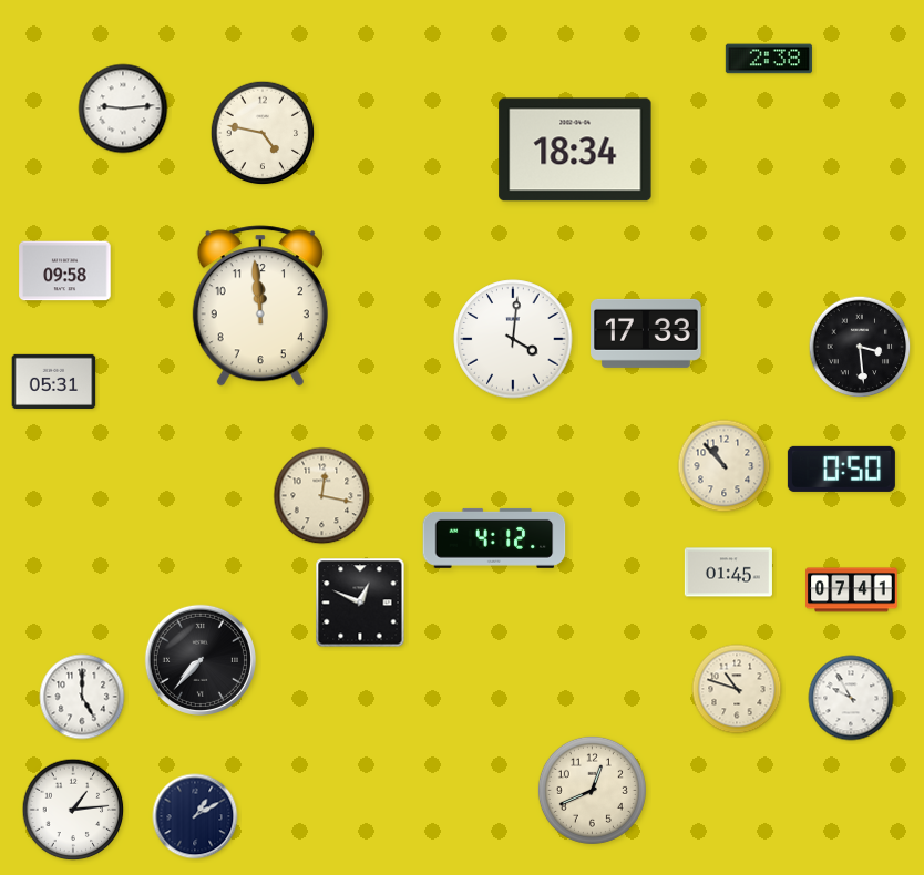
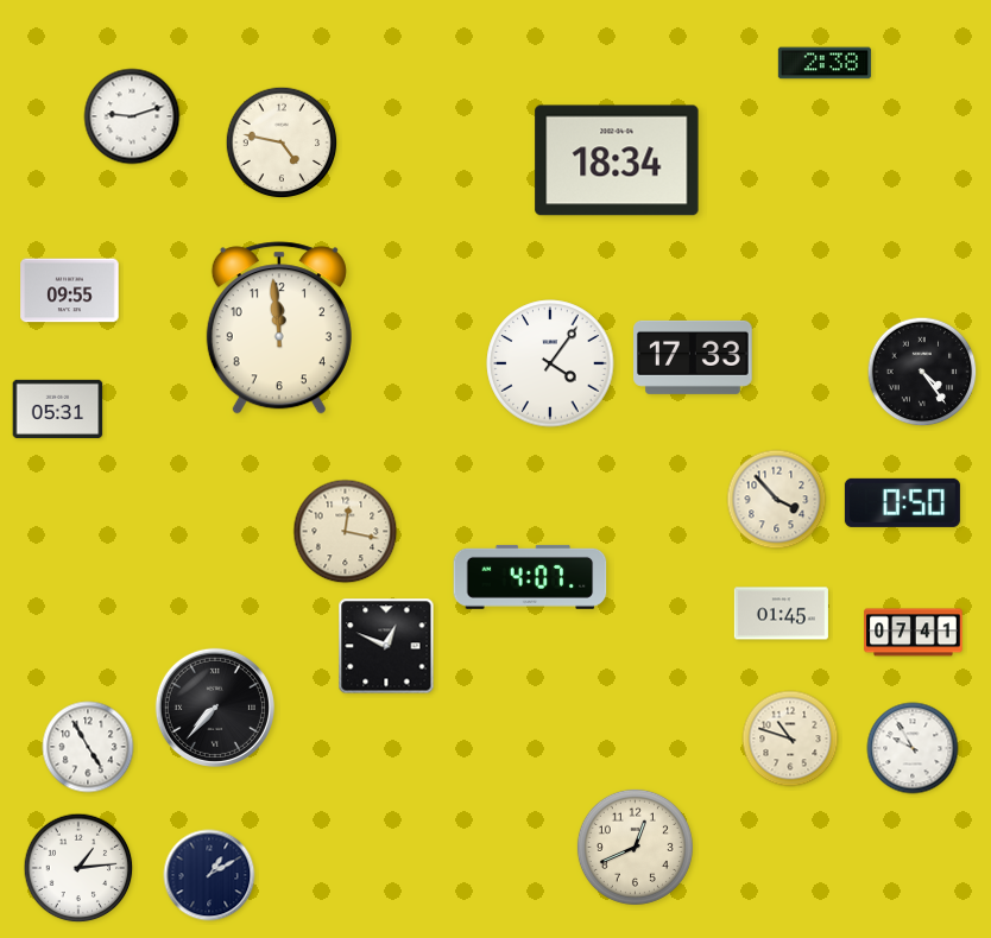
clock at (123, 109): 9:14 -> 9:12
clock at (65, 271): 09:58 -> 09:55
clock at (513, 339): 4:01 -> 4:06
clock at (860, 347): 3:29 -> 4:24
clock at (725, 466): 10:53 -> 3:53
clock at (494, 538): 4:12 -> 4:07
clock at (82, 697): 5:00 -> 4:55
